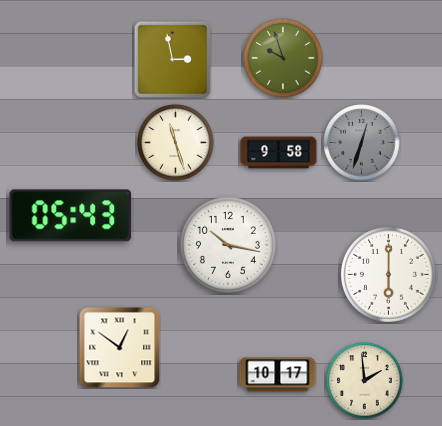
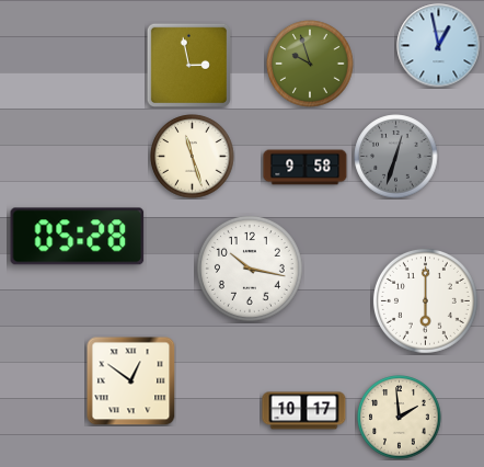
clock at (439, 46): none -> 12:58
clock at (71, 216): 05:43 -> 05:28
